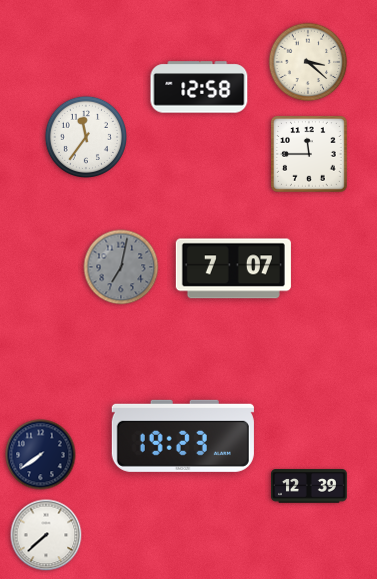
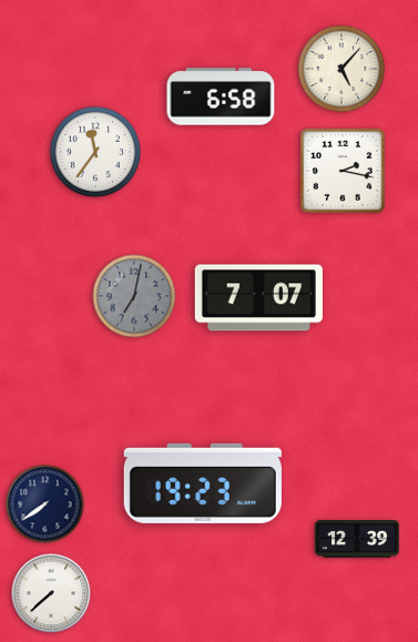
clock at (308, 62): 3:22 -> 5:07
clock at (199, 87): 12:58 -> 6:58
clock at (309, 154): 11:45 -> 2:17
clock at (309, 486) position: (309, 486) -> (357, 539)
